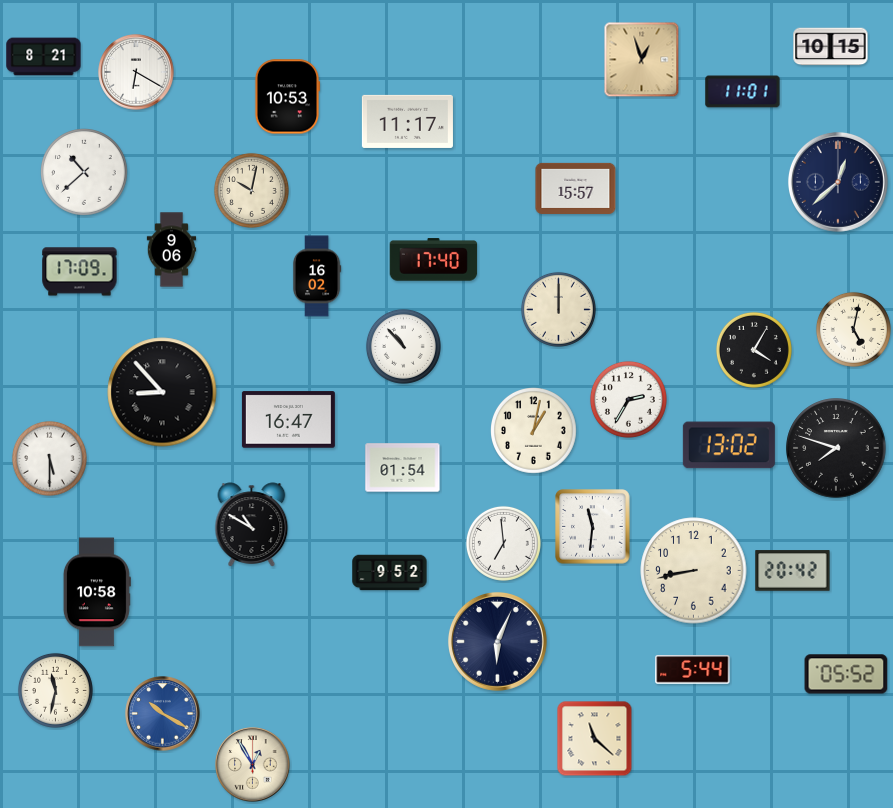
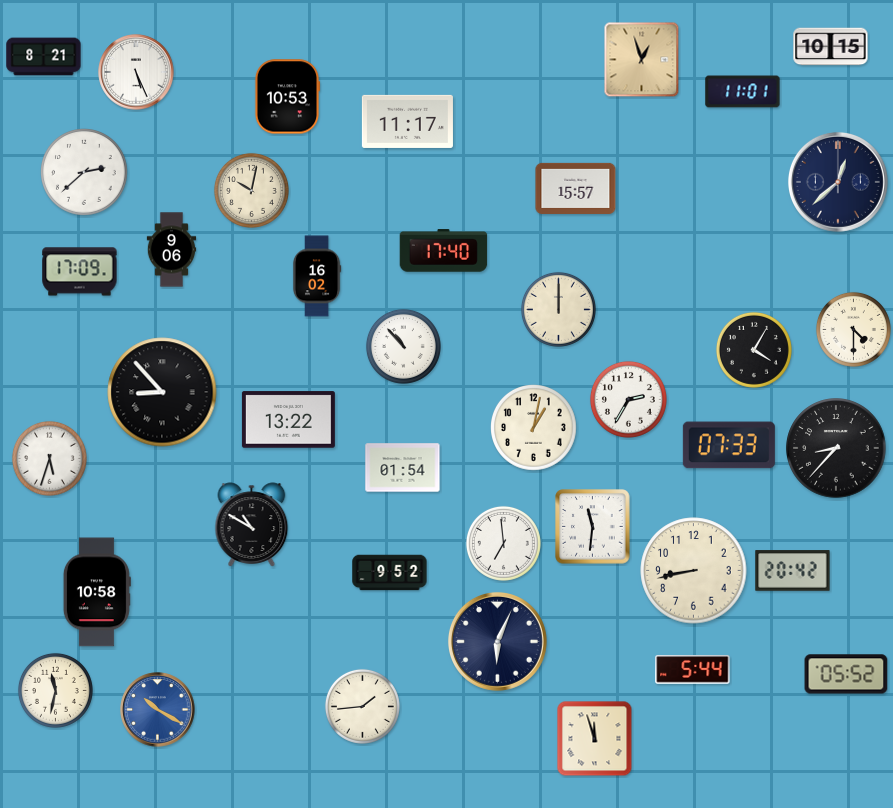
clock at (136, 72): 6:20 -> 5:26
clock at (85, 173): 10:38 -> 2:38
clock at (434, 260) position: (434, 260) -> (444, 251)
clock at (853, 329): 5:02 -> 4:30
clock at (288, 420): 16:47 -> 13:22
clock at (534, 431) position: (534, 431) -> (534, 428)
clock at (729, 445): 13:02 -> 07:33
clock at (836, 448): 7:48 -> 8:37
clock at (49, 458): 5:30 -> 5:33
clock at (362, 706): none -> 1:44
clock at (163, 714) position: (163, 714) -> (158, 710)
clock at (595, 739): 11:22 -> 11:57
clock at (253, 765): 12:55 -> none
